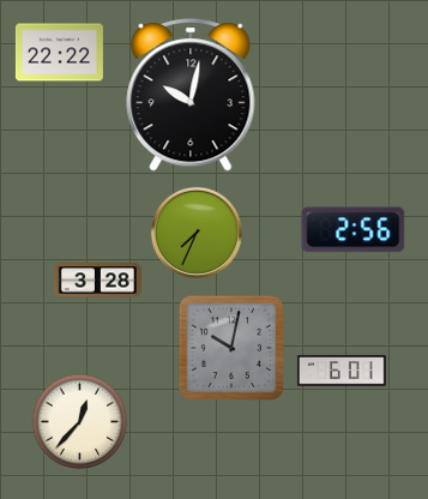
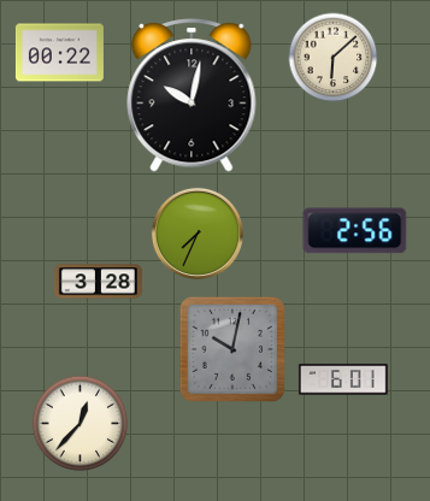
clock at (59, 53): 22:22 -> 00:22
clock at (334, 58): none -> 6:08
clock at (342, 371) position: (342, 371) -> (343, 379)
